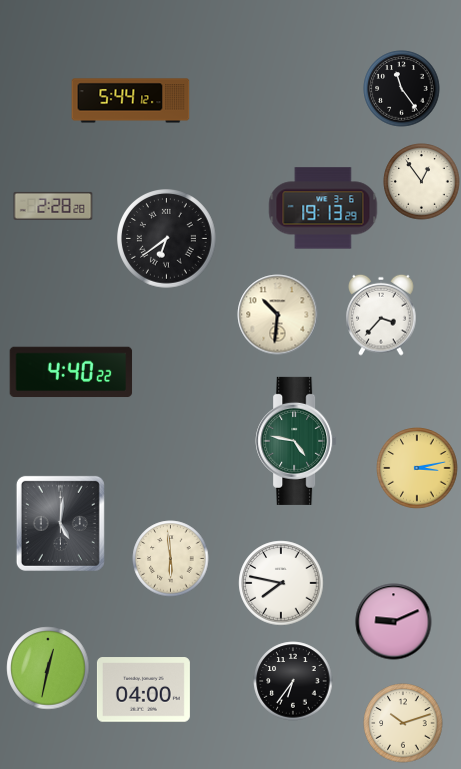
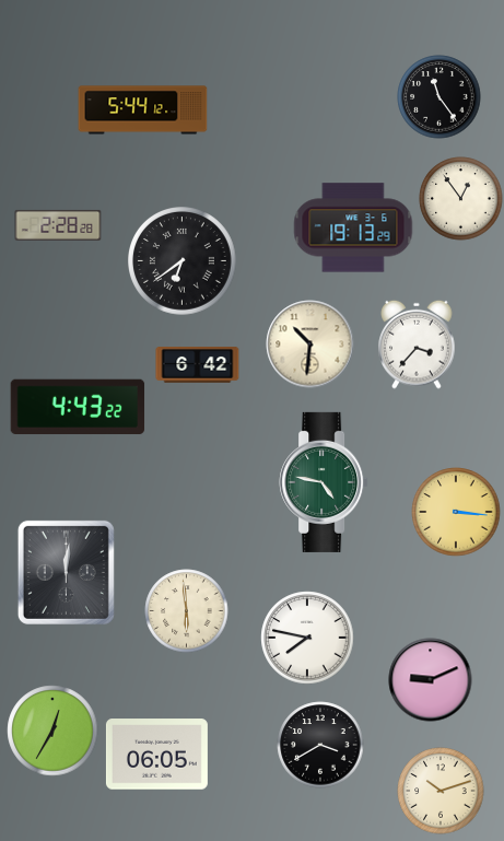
clock at (278, 315) position: (278, 315) -> (310, 344)
clock at (198, 365): none -> 6:42
clock at (71, 372): 4:40 -> 4:43
clock at (417, 468): 3:13 -> 3:16
clock at (60, 523): 5:01 -> 12:01
clock at (48, 668): 12:32 -> 12:35
clock at (293, 681): 6:36 -> 3:40
clock at (143, 690): 04:00 -> 06:05
